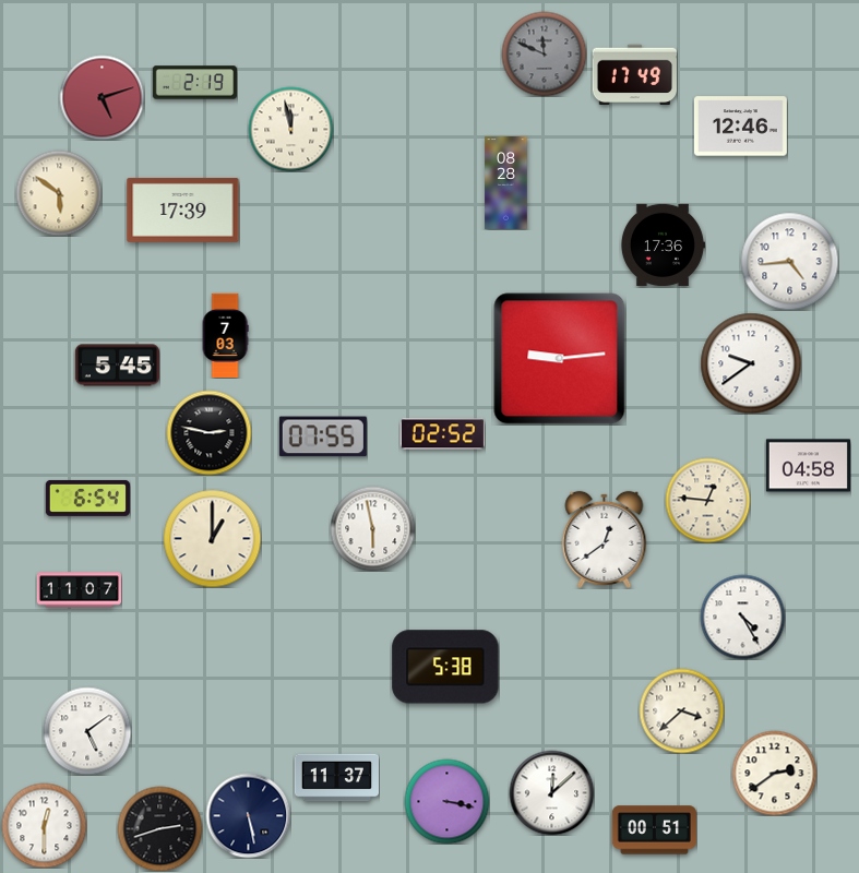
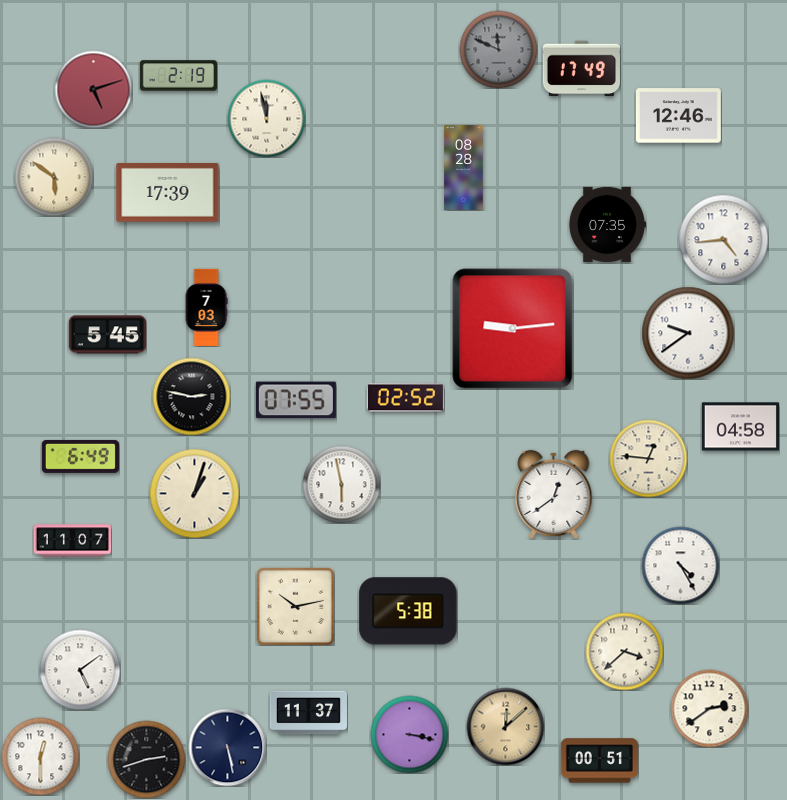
clock at (663, 244): 17:36 -> 07:35
clock at (87, 498): 6:54 -> 6:49
clock at (212, 538): 1:00 -> 1:03
clock at (295, 606): none -> 10:13
clock at (551, 792) dial: white -> champagne
